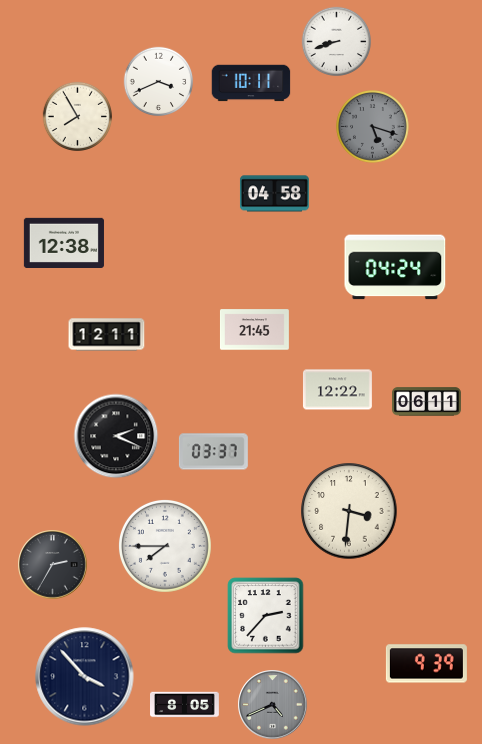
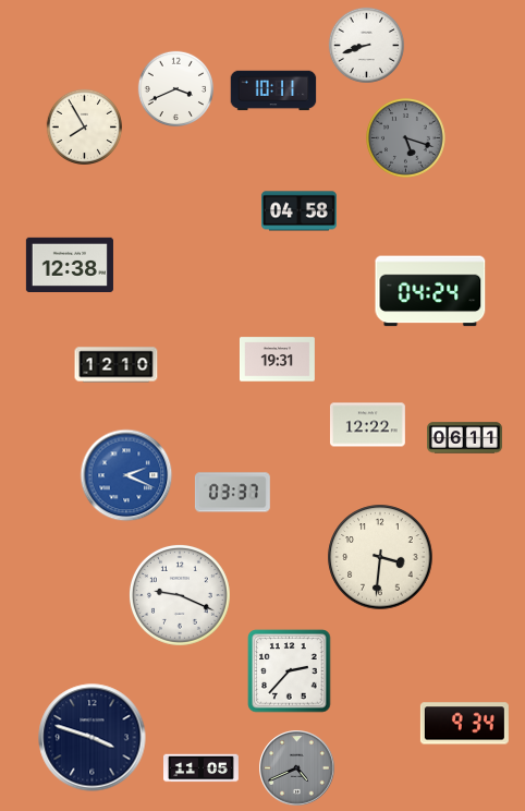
clock at (159, 82) position: (159, 82) -> (176, 89)
clock at (254, 330): 21:45 -> 19:31
clock at (107, 335): 12:11 -> 12:10
clock at (116, 436) dial: black -> blue
clock at (165, 546): 7:45 -> 9:19
clock at (53, 565): 2:35 -> none
clock at (426, 664): 9:39 -> 9:34
clock at (85, 677): 3:53 -> 3:48
clock at (185, 705): 8:05 -> 11:05
